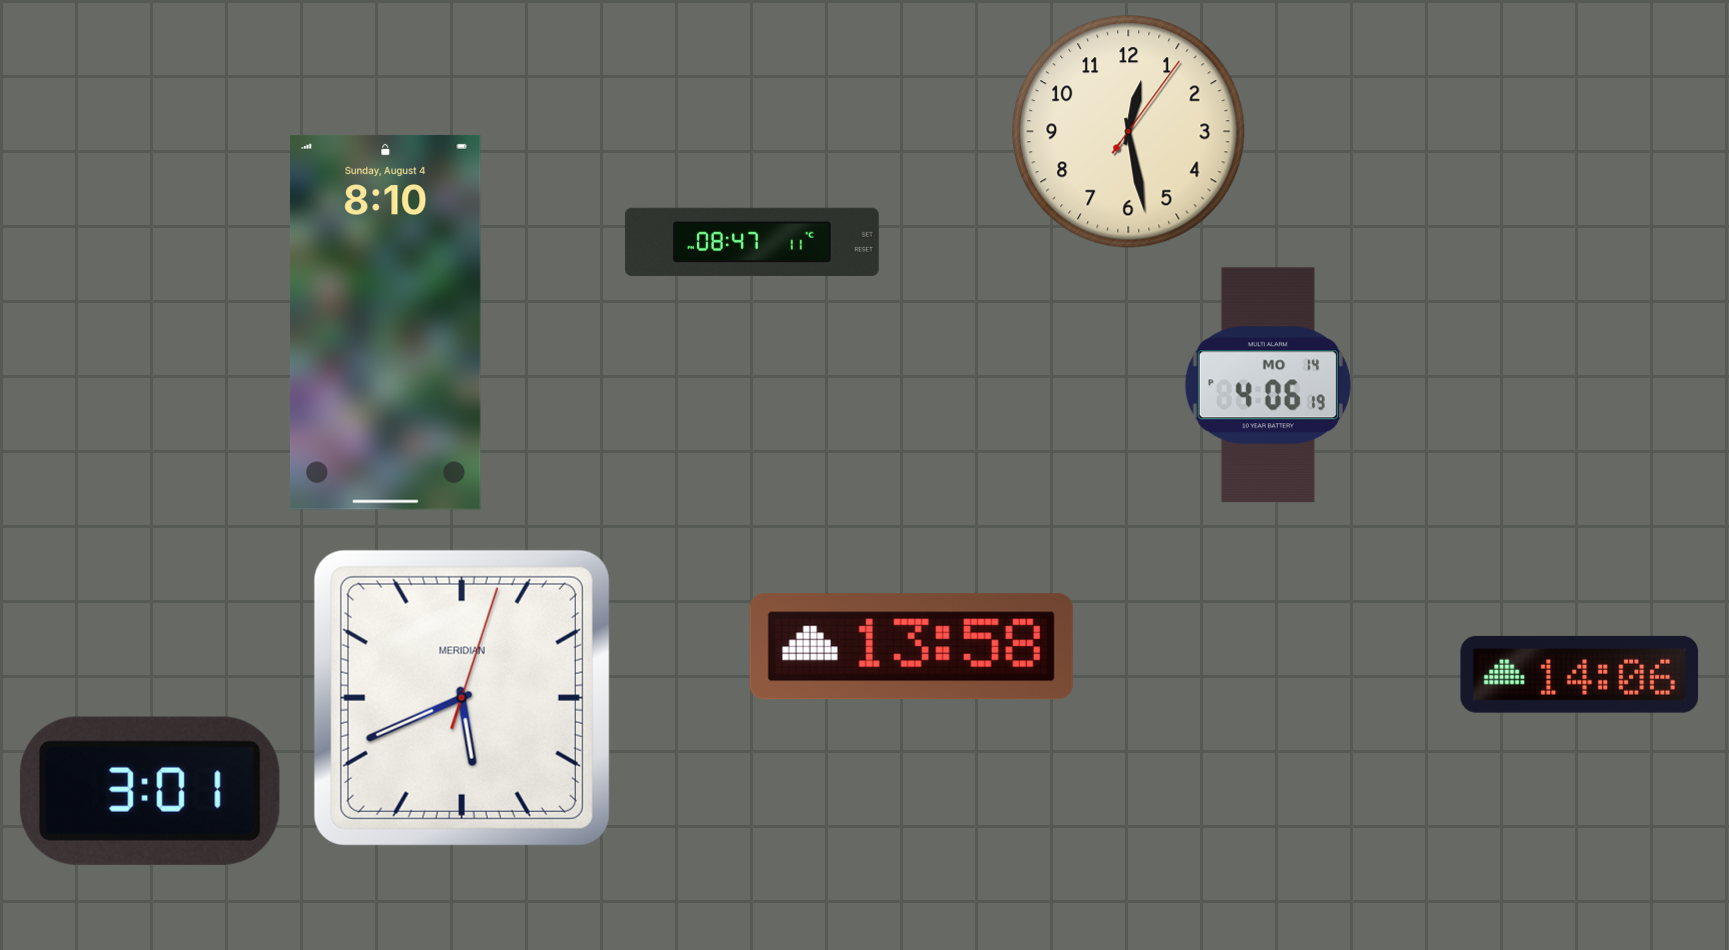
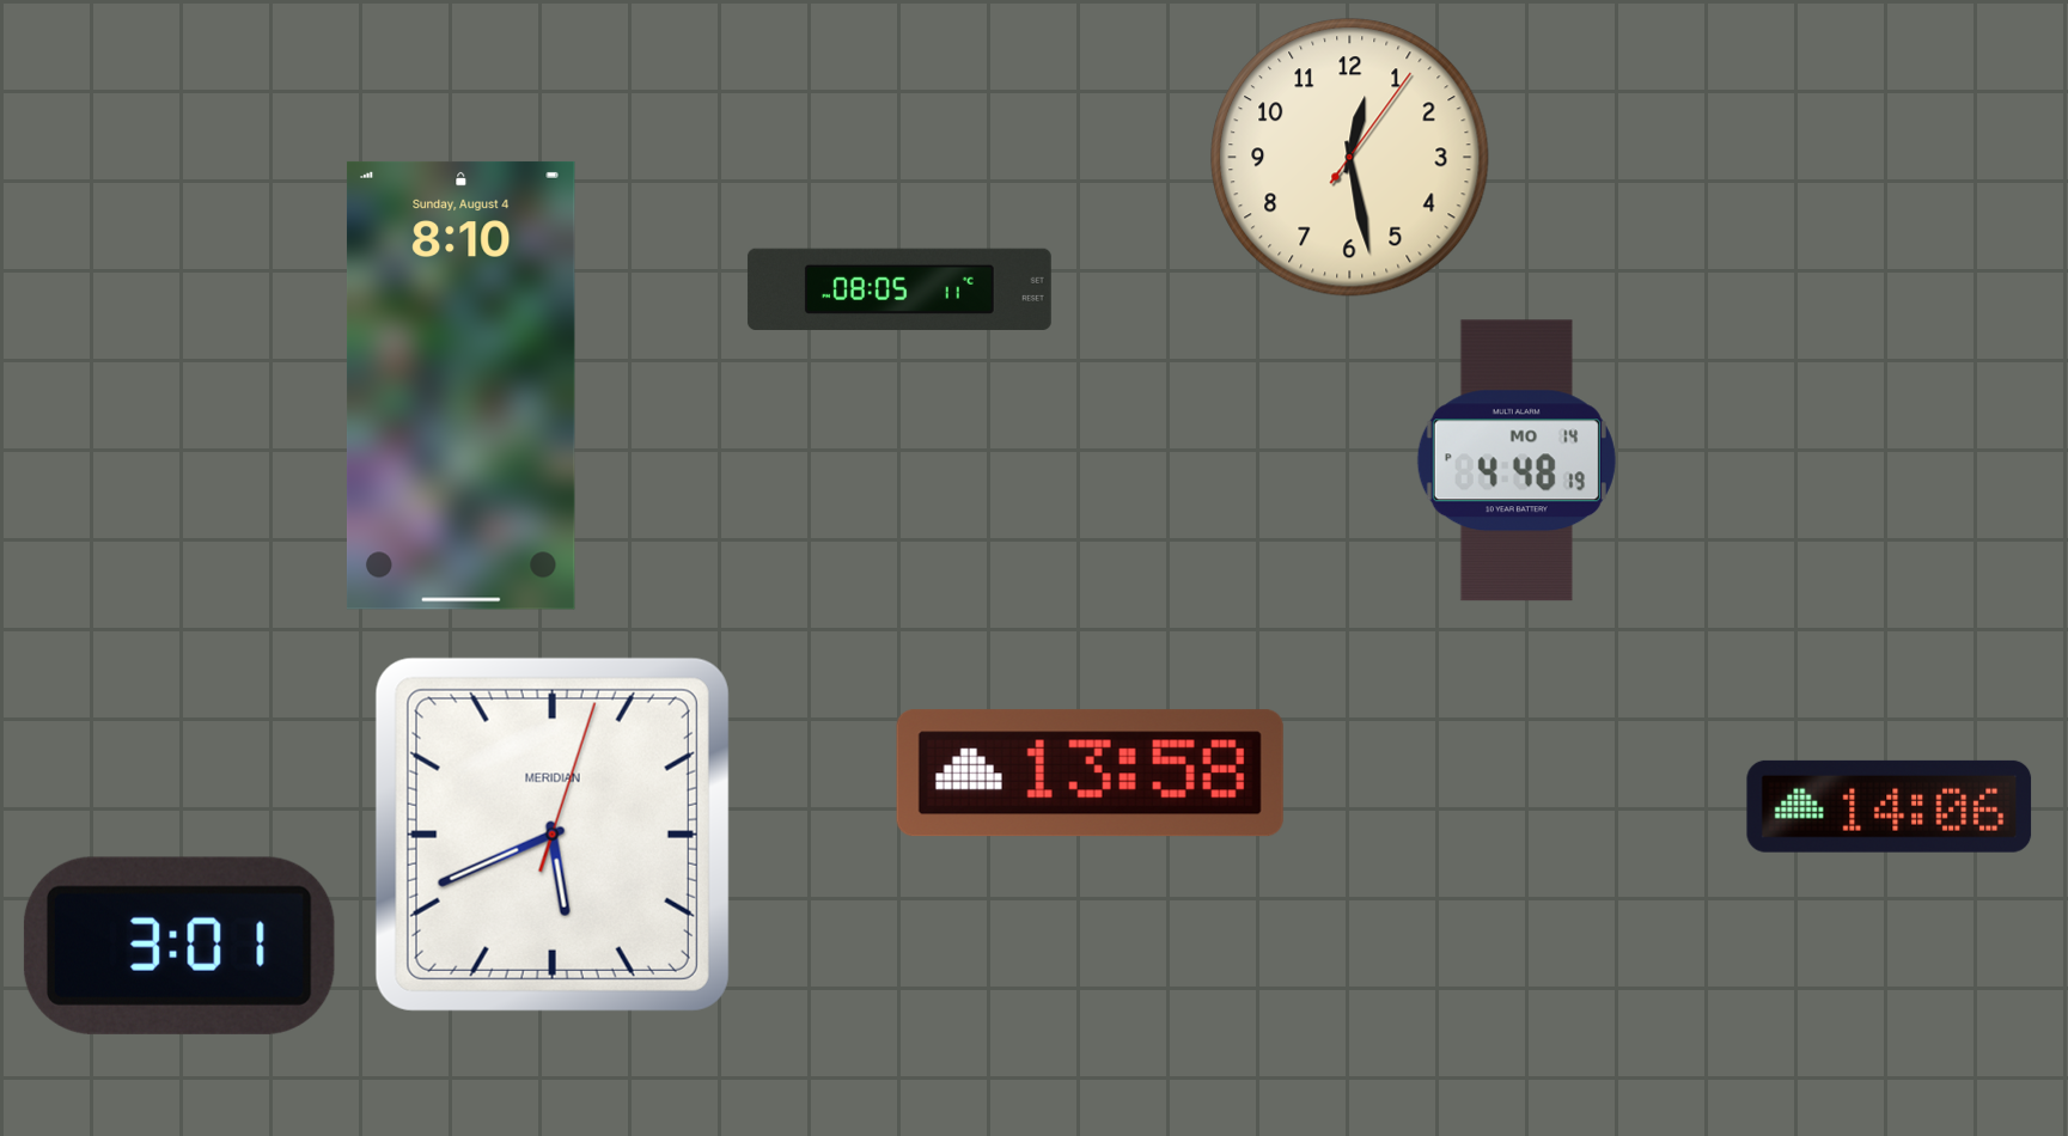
clock at (752, 242): 08:47 -> 08:05
clock at (1268, 385): 4:06 -> 4:48
